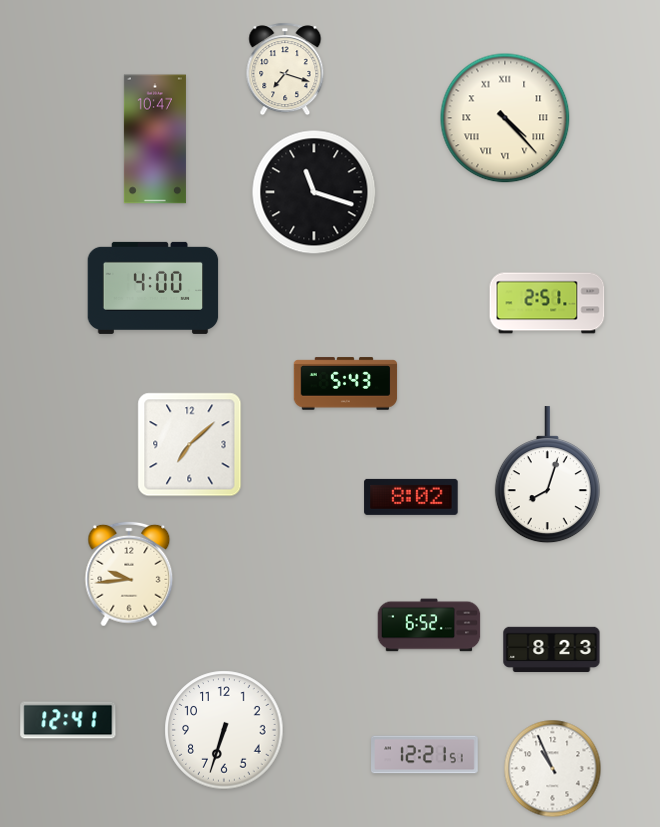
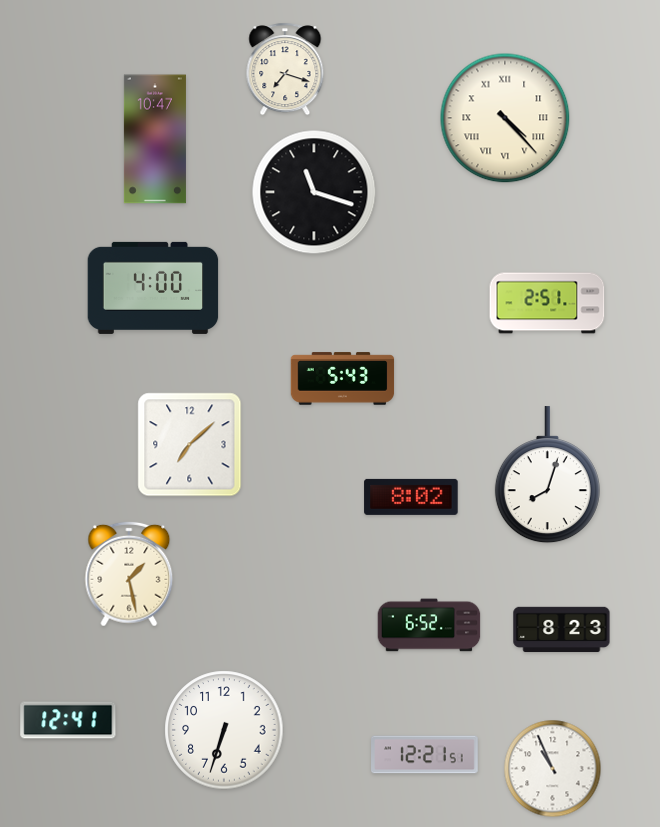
clock at (346, 384) position: (346, 384) -> (343, 379)
clock at (129, 574): 9:44 -> 1:28
clock at (552, 650) position: (552, 650) -> (562, 630)
